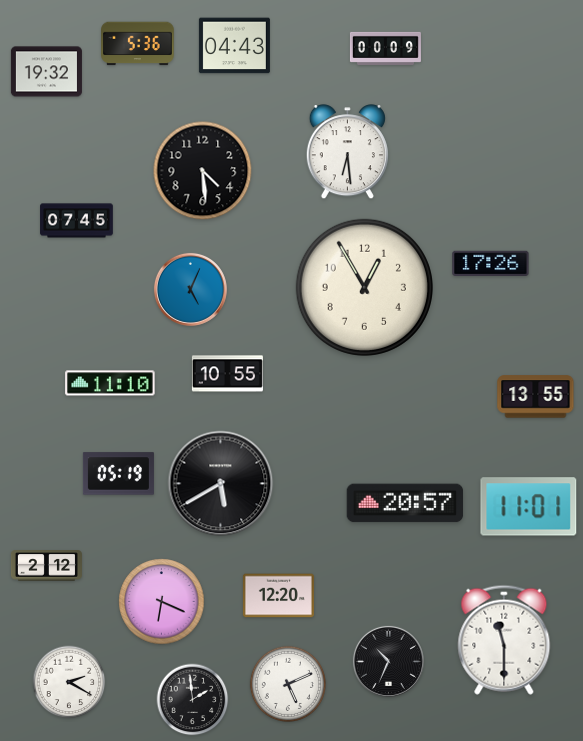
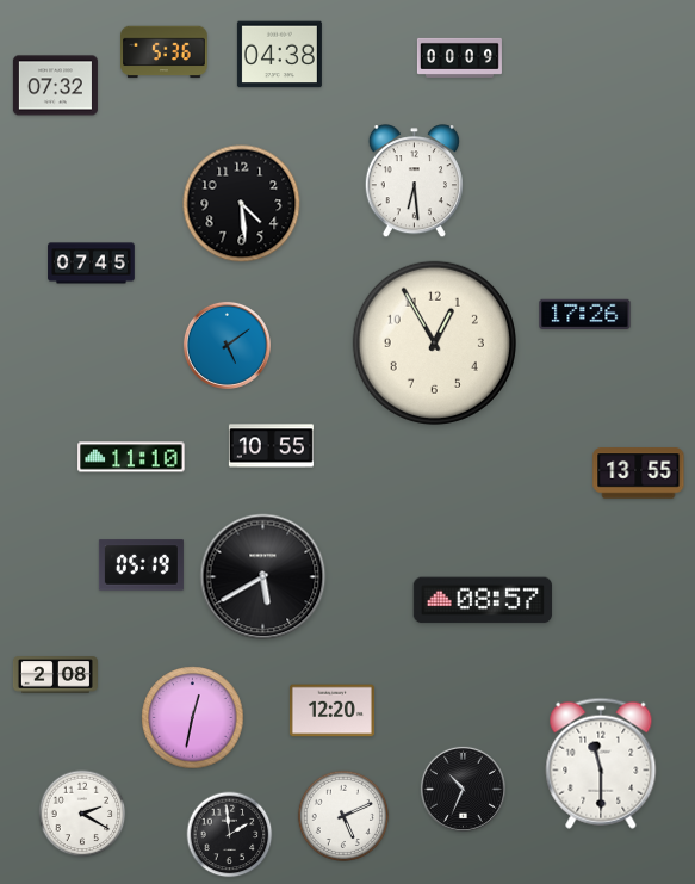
clock at (234, 46): 04:43 -> 04:38
clock at (46, 72): 19:32 -> 07:32
clock at (190, 289): 5:04 -> 5:09
clock at (405, 503): 20:57 -> 08:57
clock at (529, 507): 11:01 -> none
clock at (46, 566): 2:12 -> 2:08
clock at (162, 602): 6:19 -> 12:32
